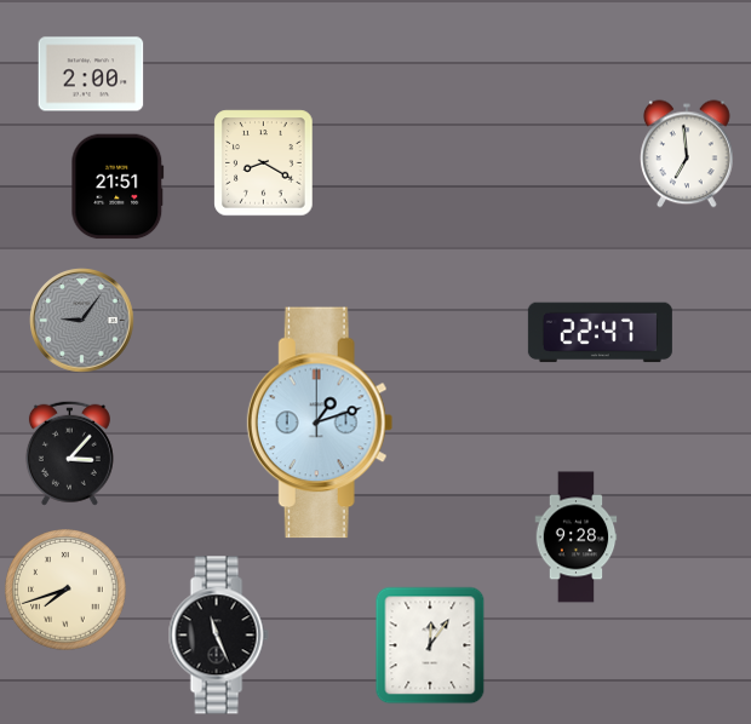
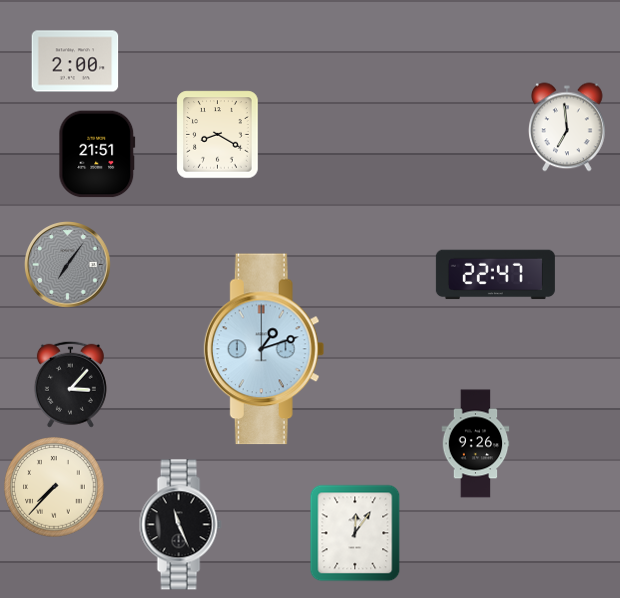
clock at (82, 321): 9:06 -> 7:06
clock at (69, 453) position: (69, 453) -> (70, 384)
clock at (577, 538): 9:28 -> 9:26
clock at (65, 590): 7:42 -> 7:37
